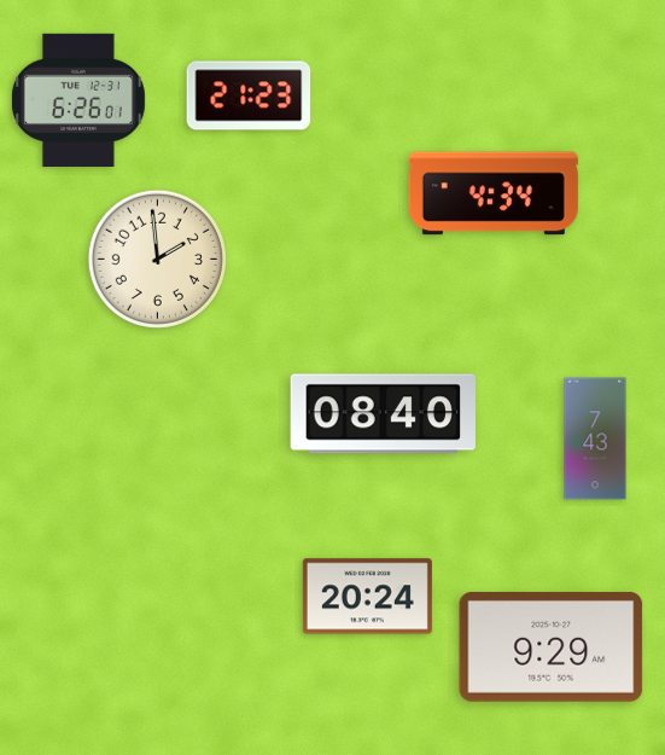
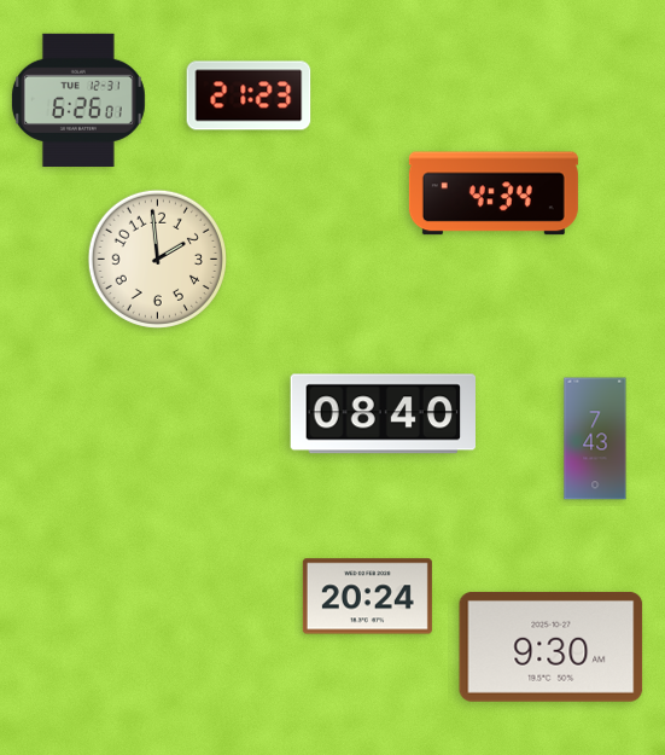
clock at (552, 646): 9:29 -> 9:30
